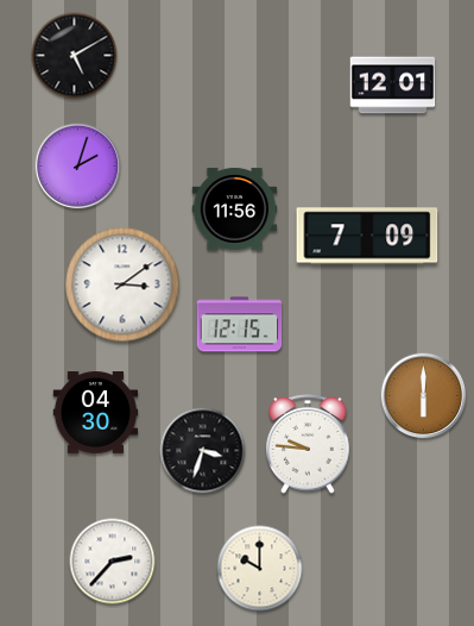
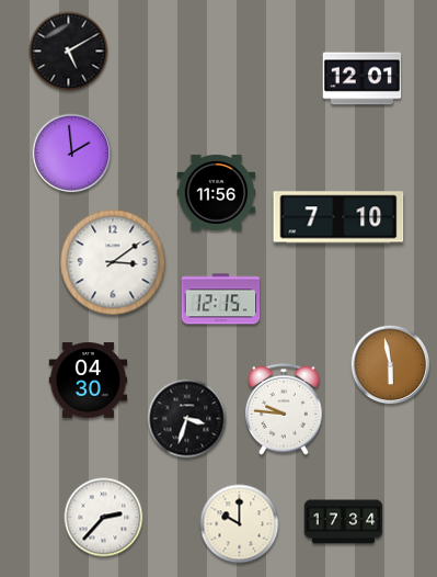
clock at (78, 167): 2:03 -> 1:59
clock at (367, 236): 7:09 -> 7:10
clock at (424, 396): 6:00 -> 5:58
clock at (203, 451) position: (203, 451) -> (187, 419)
clock at (344, 522): none -> 17:34
